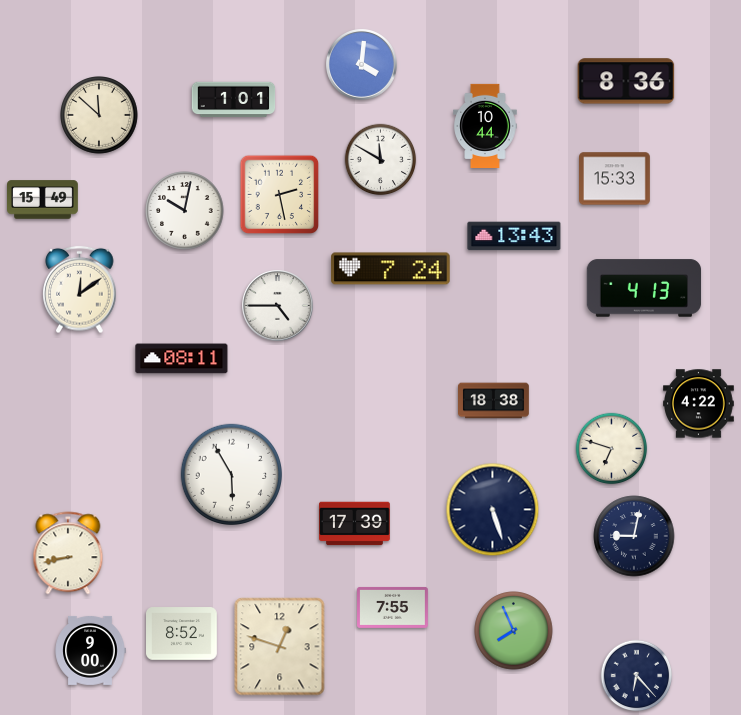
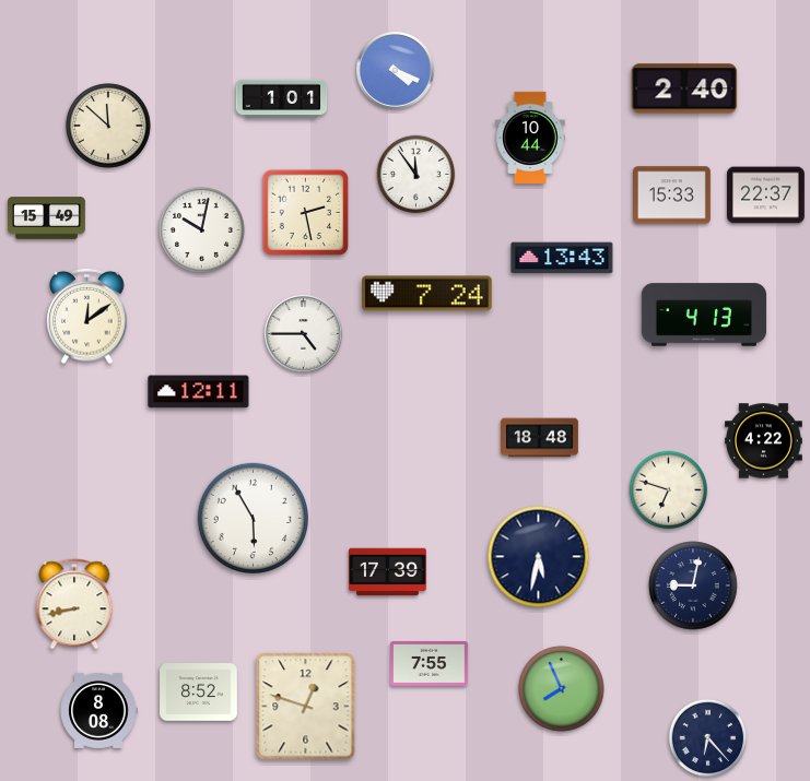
clock at (362, 65): 4:01 -> 4:19
clock at (626, 81): 8:36 -> 2:40
clock at (234, 100) position: (234, 100) -> (282, 99)
clock at (381, 160): 11:50 -> 11:54
clock at (766, 196): none -> 22:37
clock at (182, 359): 08:11 -> 12:11
clock at (494, 401): 18:38 -> 18:48
clock at (493, 510): 5:27 -> 5:32
clock at (90, 650): 9:00 -> 8:08
clock at (637, 676) position: (637, 676) -> (708, 738)
